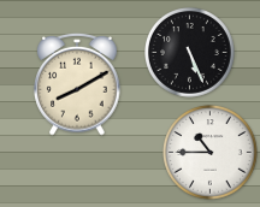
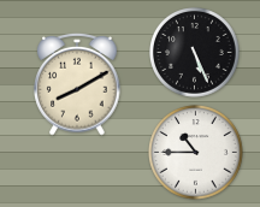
clock at (190, 53) position: (190, 53) -> (195, 53)
clock at (211, 153) position: (211, 153) -> (196, 153)
